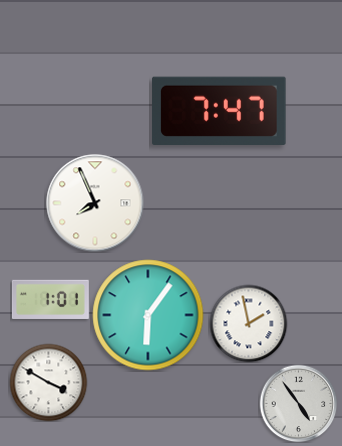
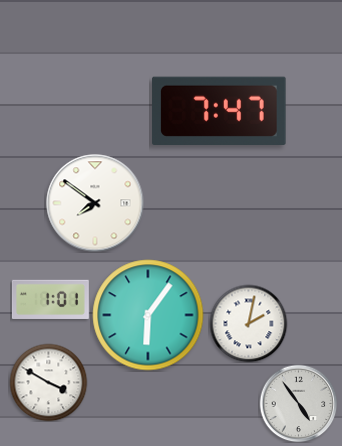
clock at (95, 203): 7:56 -> 7:51
clock at (248, 323): 1:58 -> 2:02
